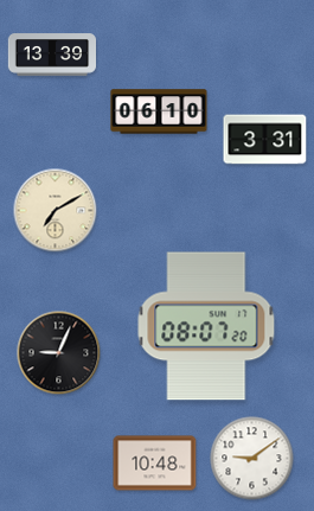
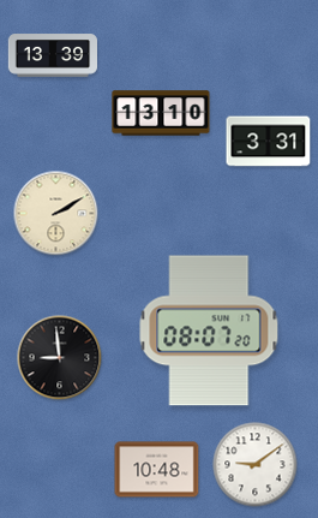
clock at (159, 111): 06:10 -> 13:10
clock at (56, 211): 7:10 -> 2:10
clock at (59, 353): 9:04 -> 8:59
